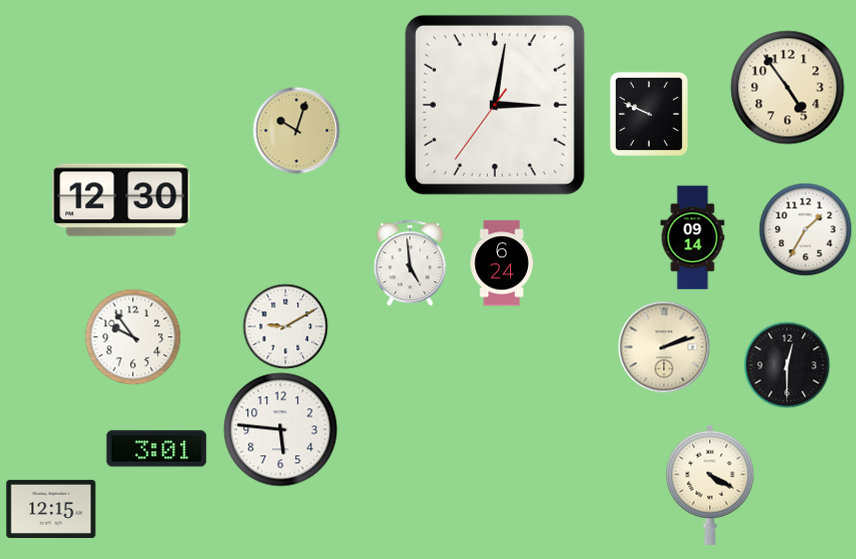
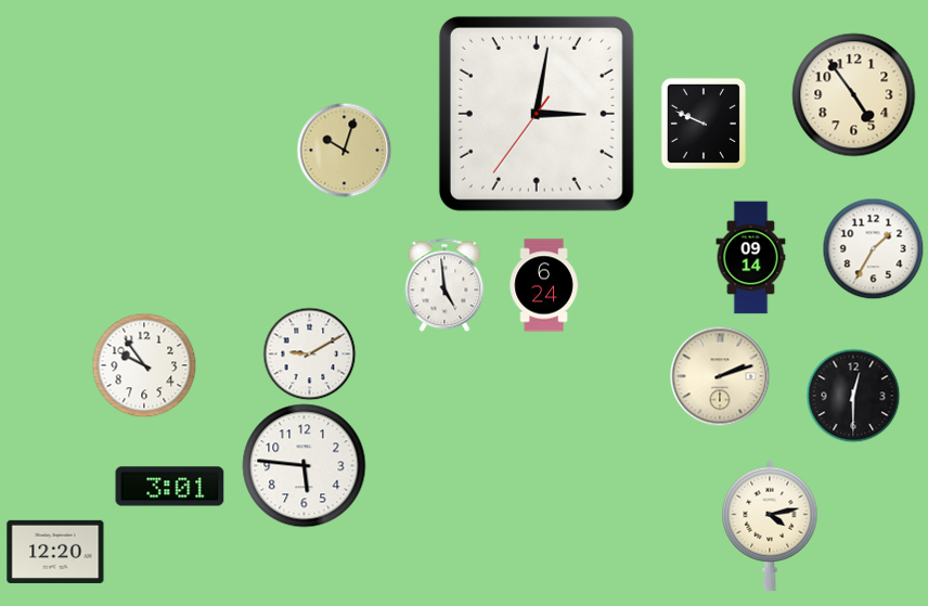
clock at (296, 130) position: (296, 130) -> (344, 150)
clock at (121, 200): 12:30 -> none
clock at (710, 485): 4:20 -> 4:13
clock at (51, 509): 12:15 -> 12:20
